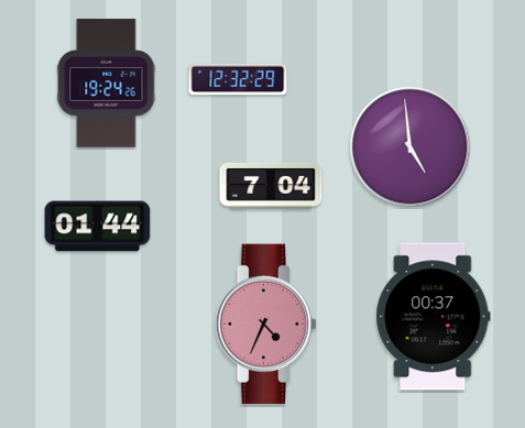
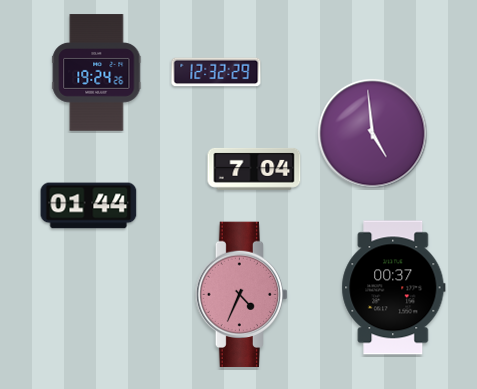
clock at (107, 84) position: (107, 84) -> (97, 73)
clock at (271, 186) position: (271, 186) -> (254, 169)
